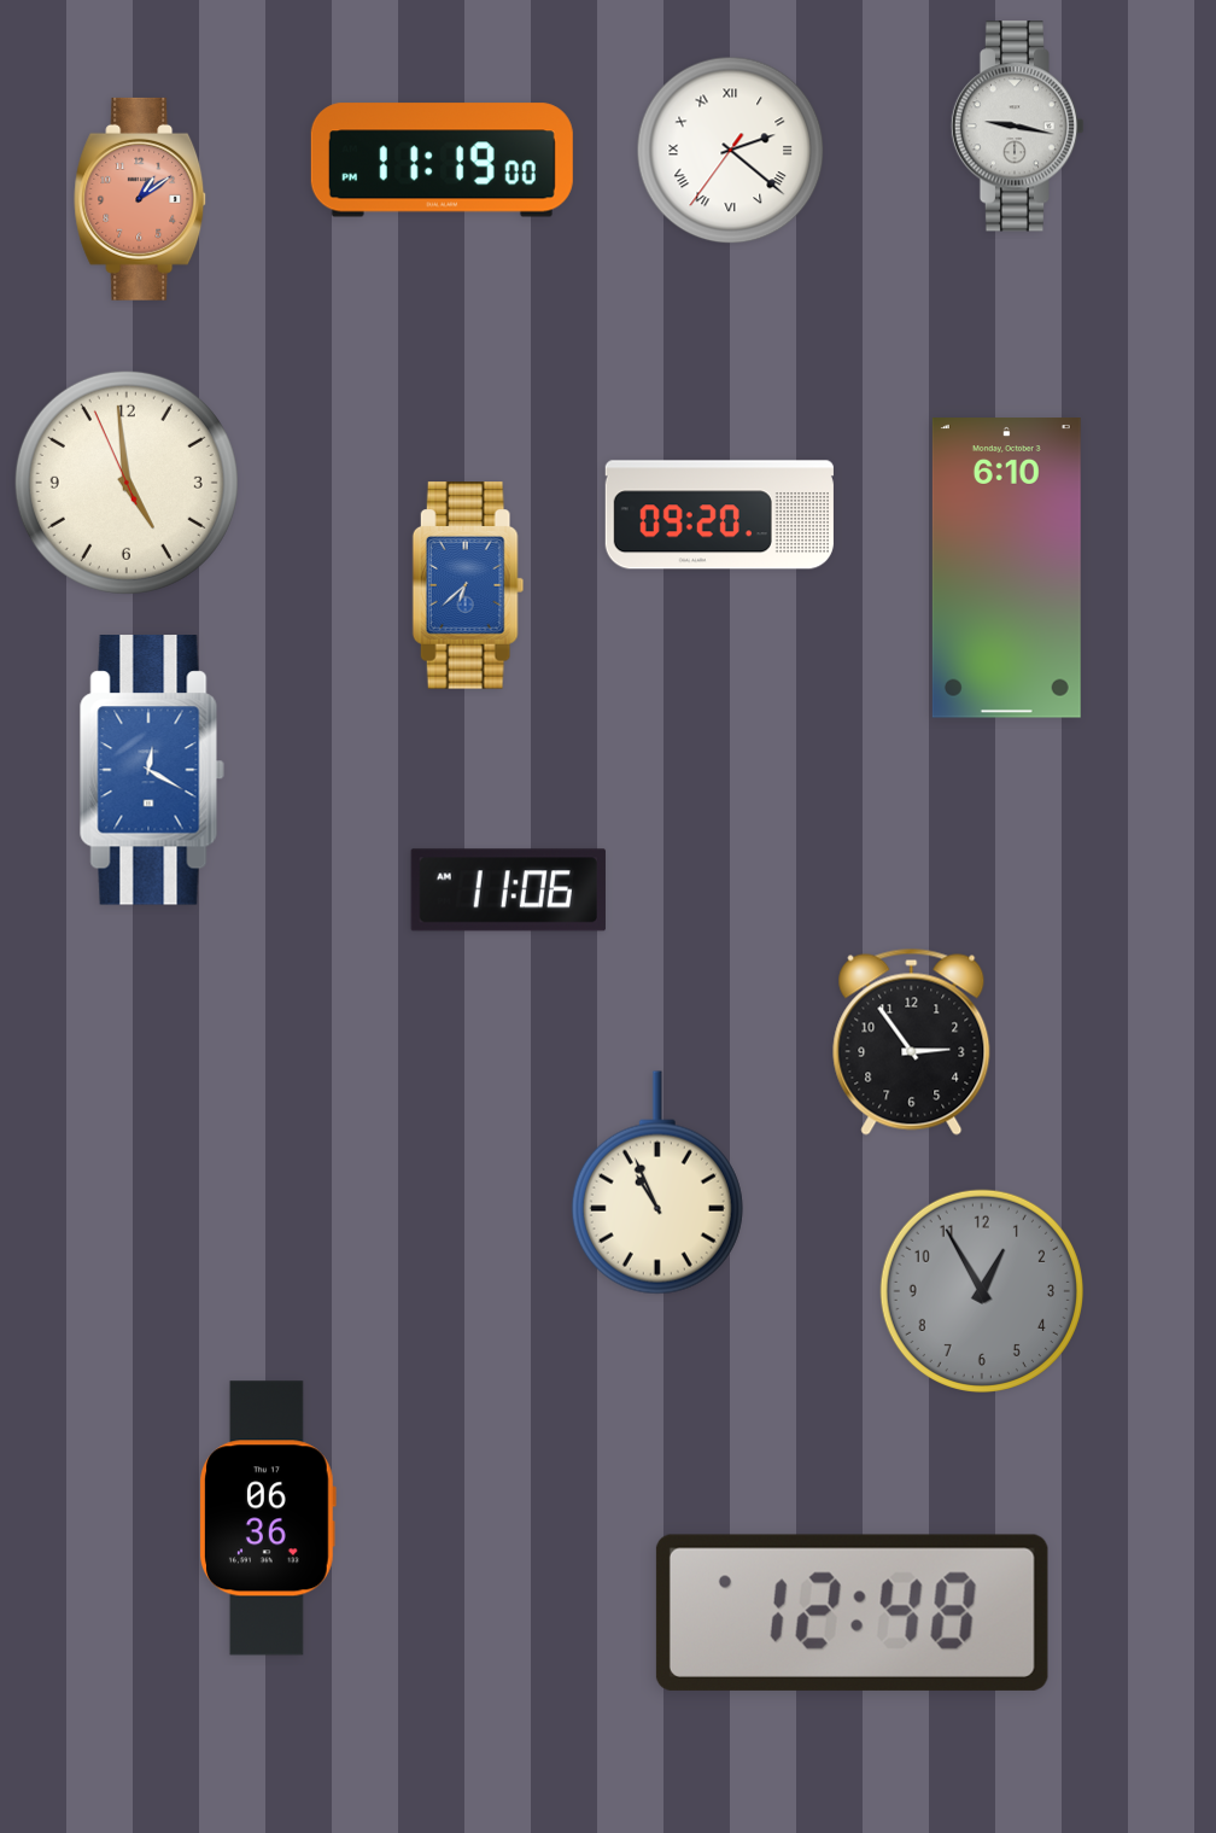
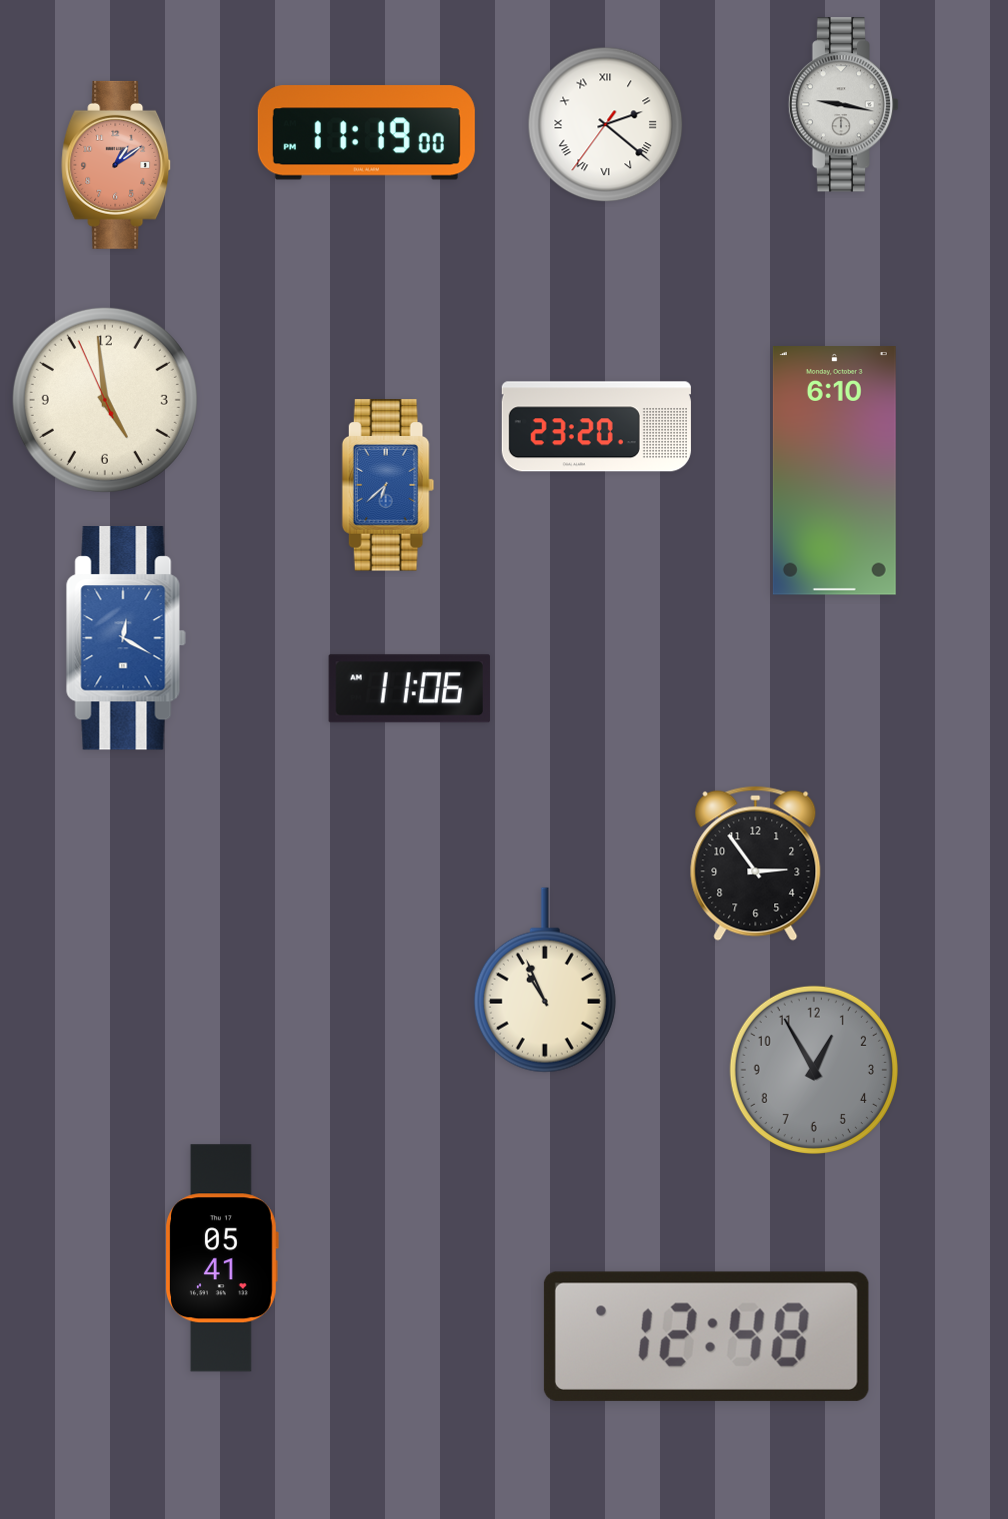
clock at (719, 515): 09:20 -> 23:20
clock at (508, 891) position: (508, 891) -> (409, 689)
clock at (268, 1518): 06:36 -> 05:41
